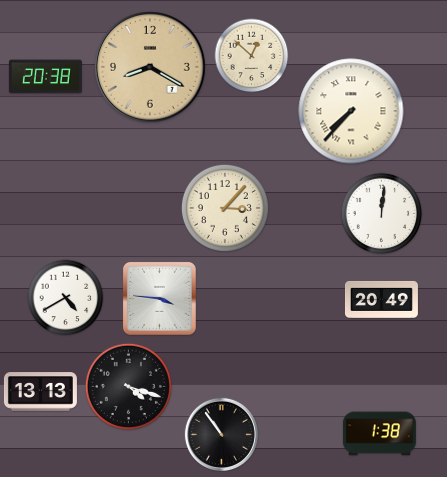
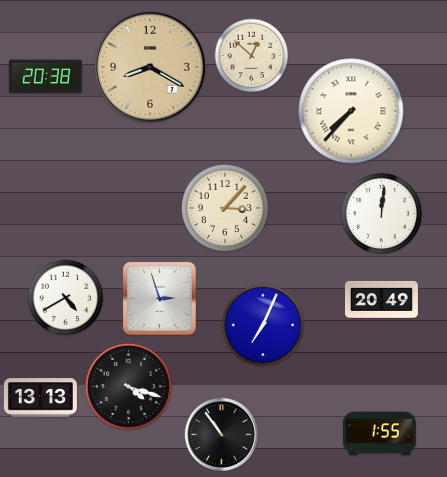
clock at (159, 298): 3:46 -> 2:57
clock at (263, 325): none -> 7:04
clock at (40, 392) position: (40, 392) -> (40, 398)
clock at (379, 434): 1:38 -> 1:55
